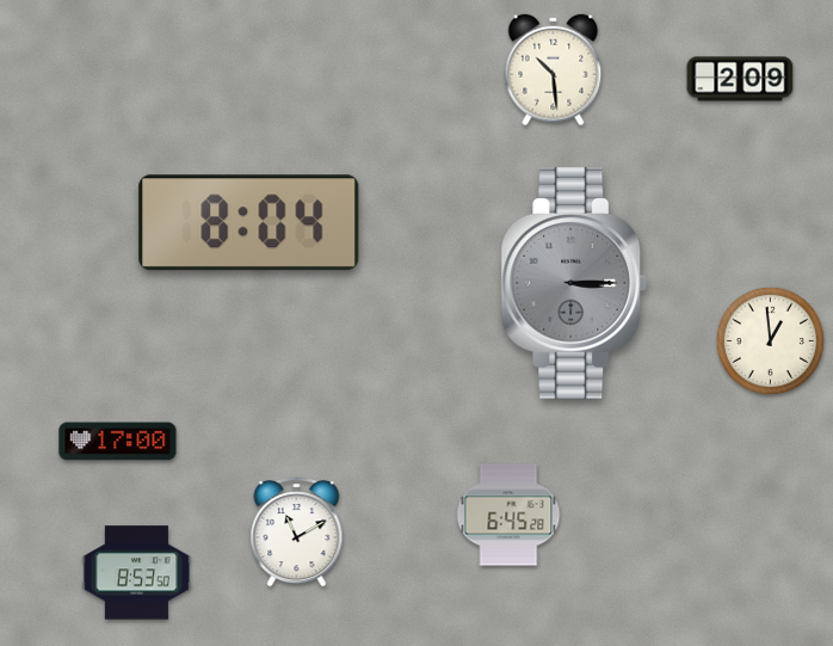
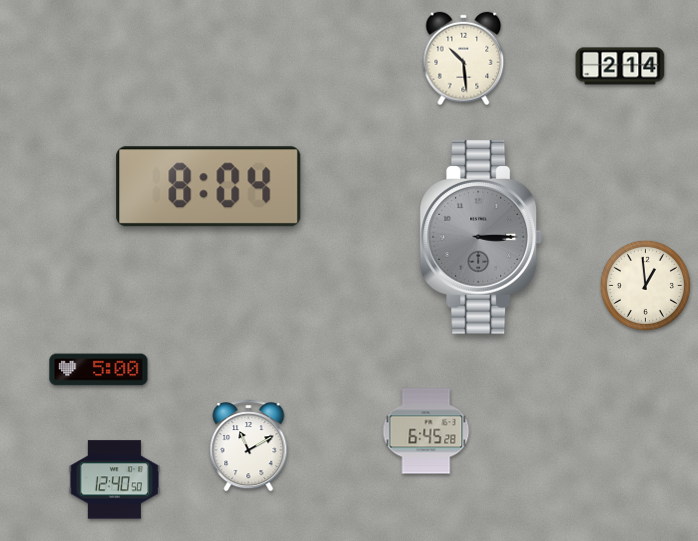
clock at (740, 79): 2:09 -> 2:14
clock at (118, 442): 17:00 -> 5:00
clock at (137, 573): 8:53 -> 12:40
